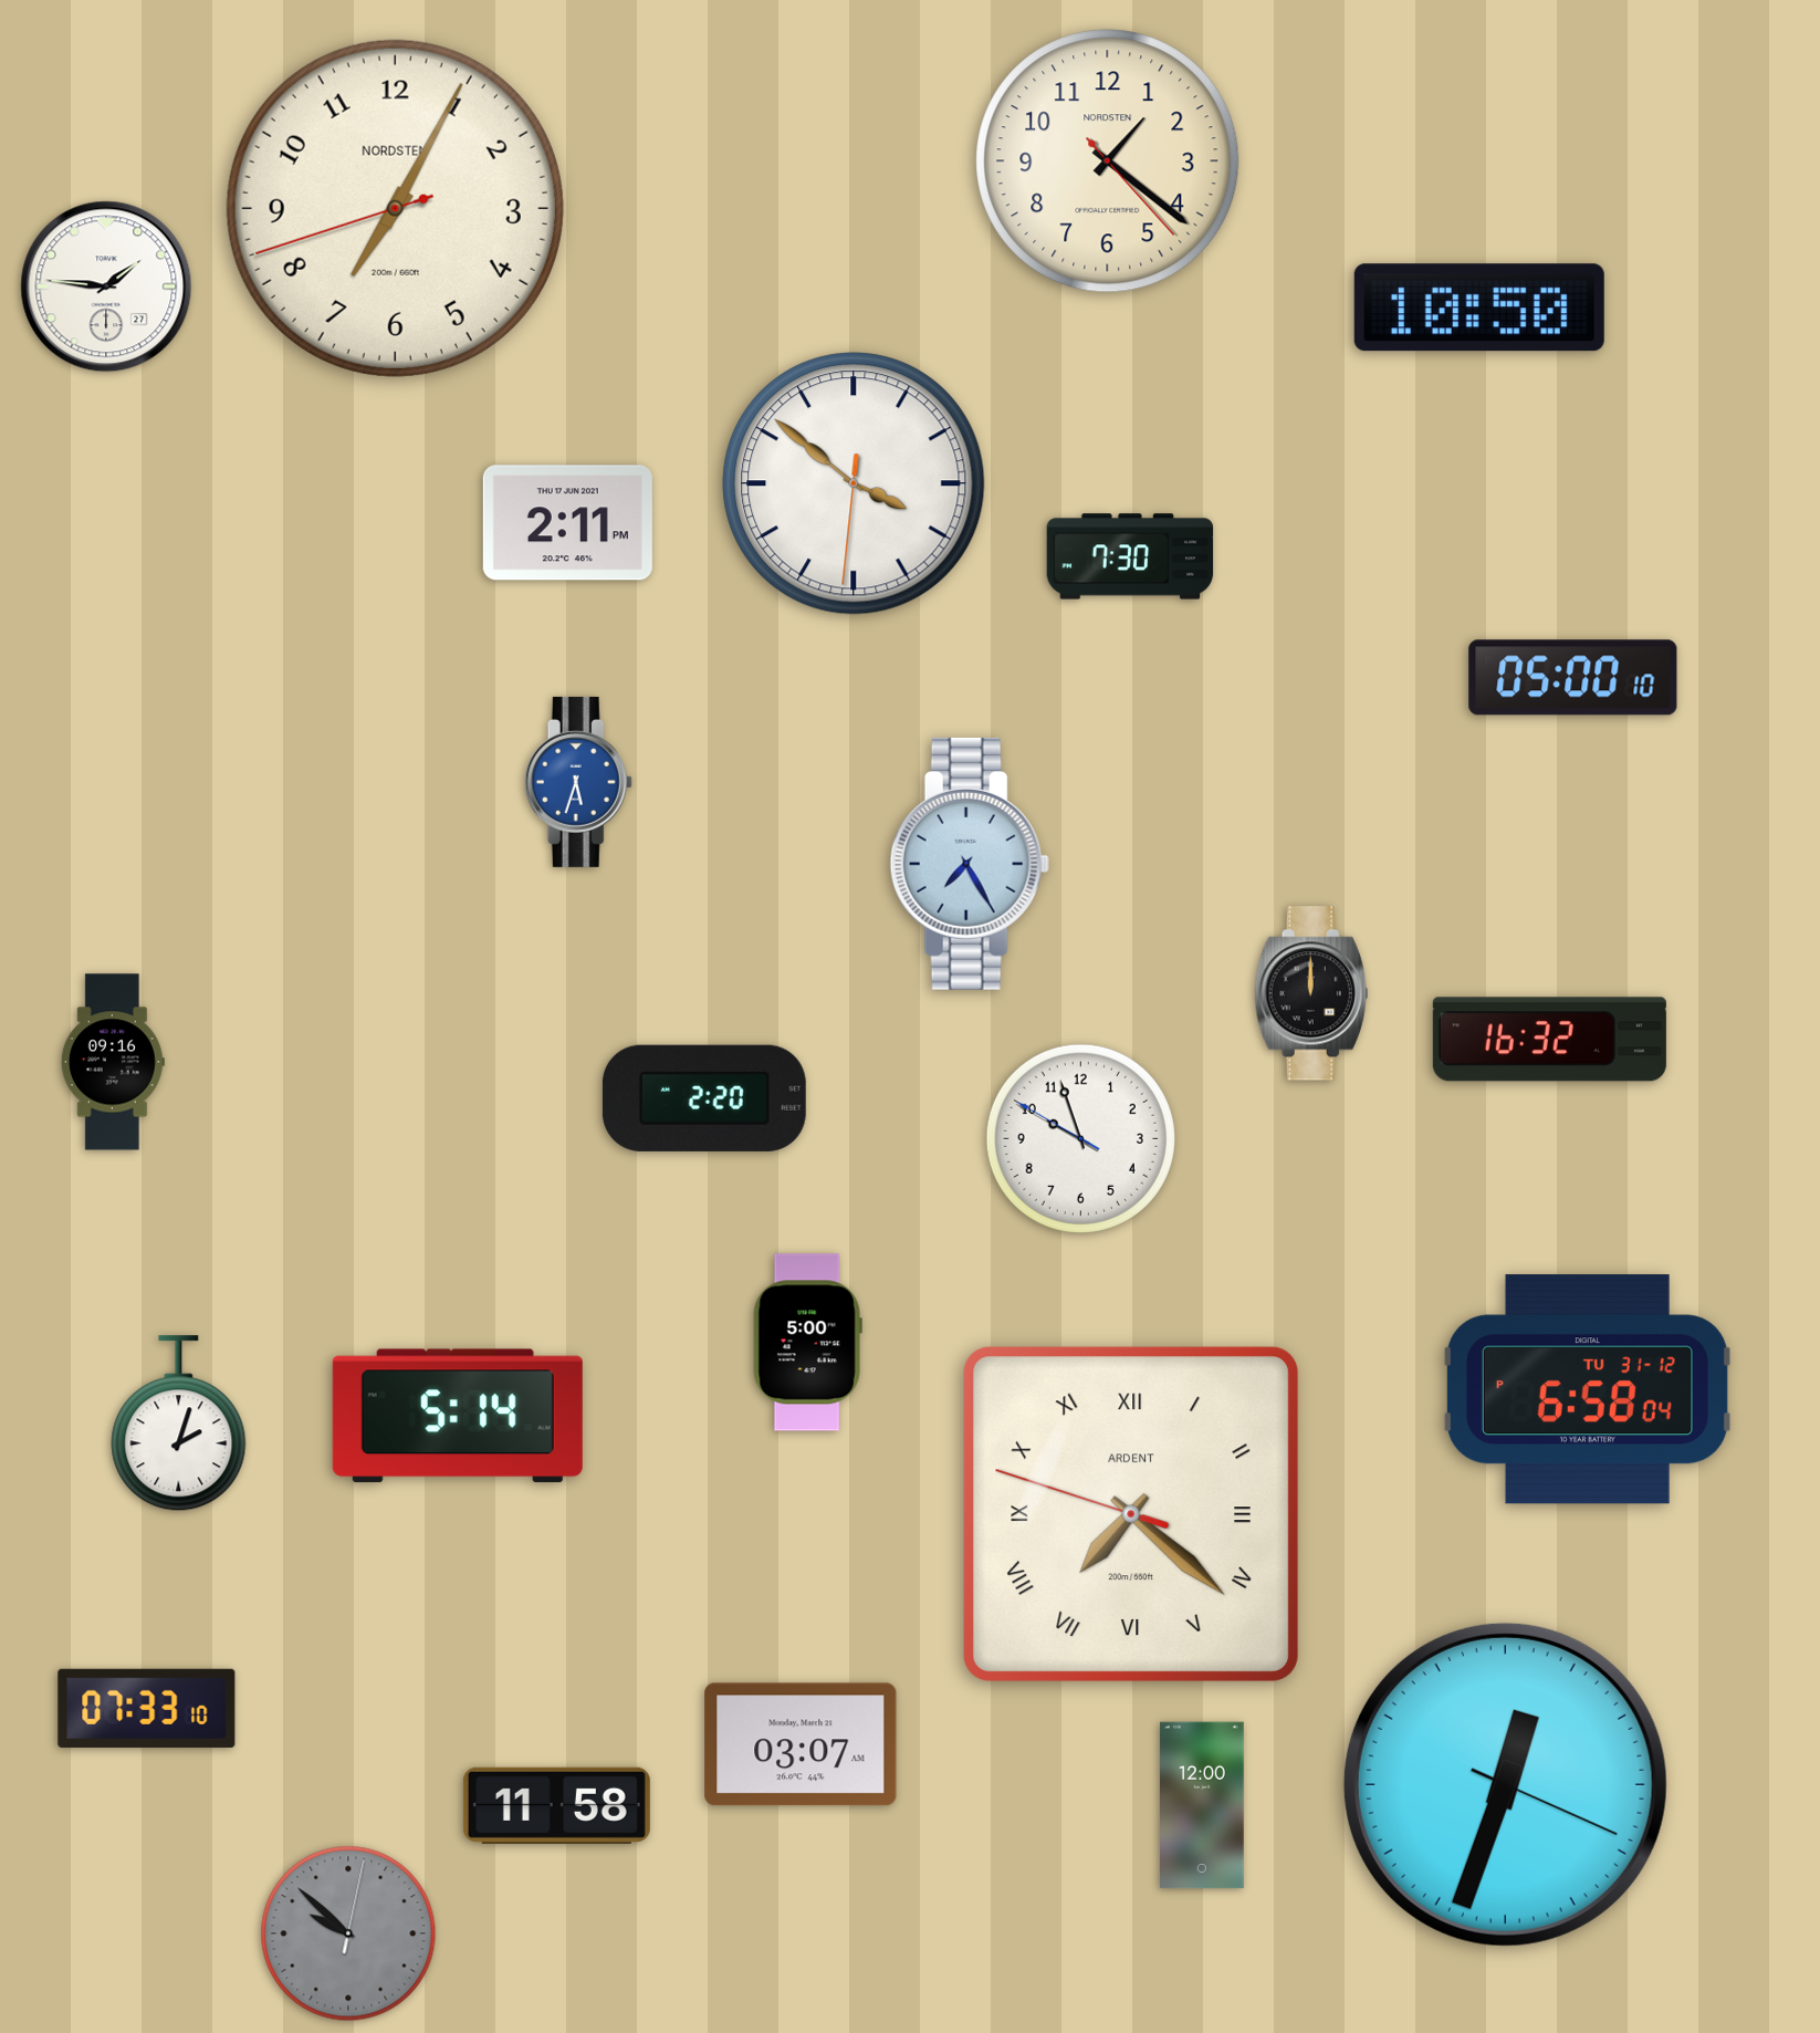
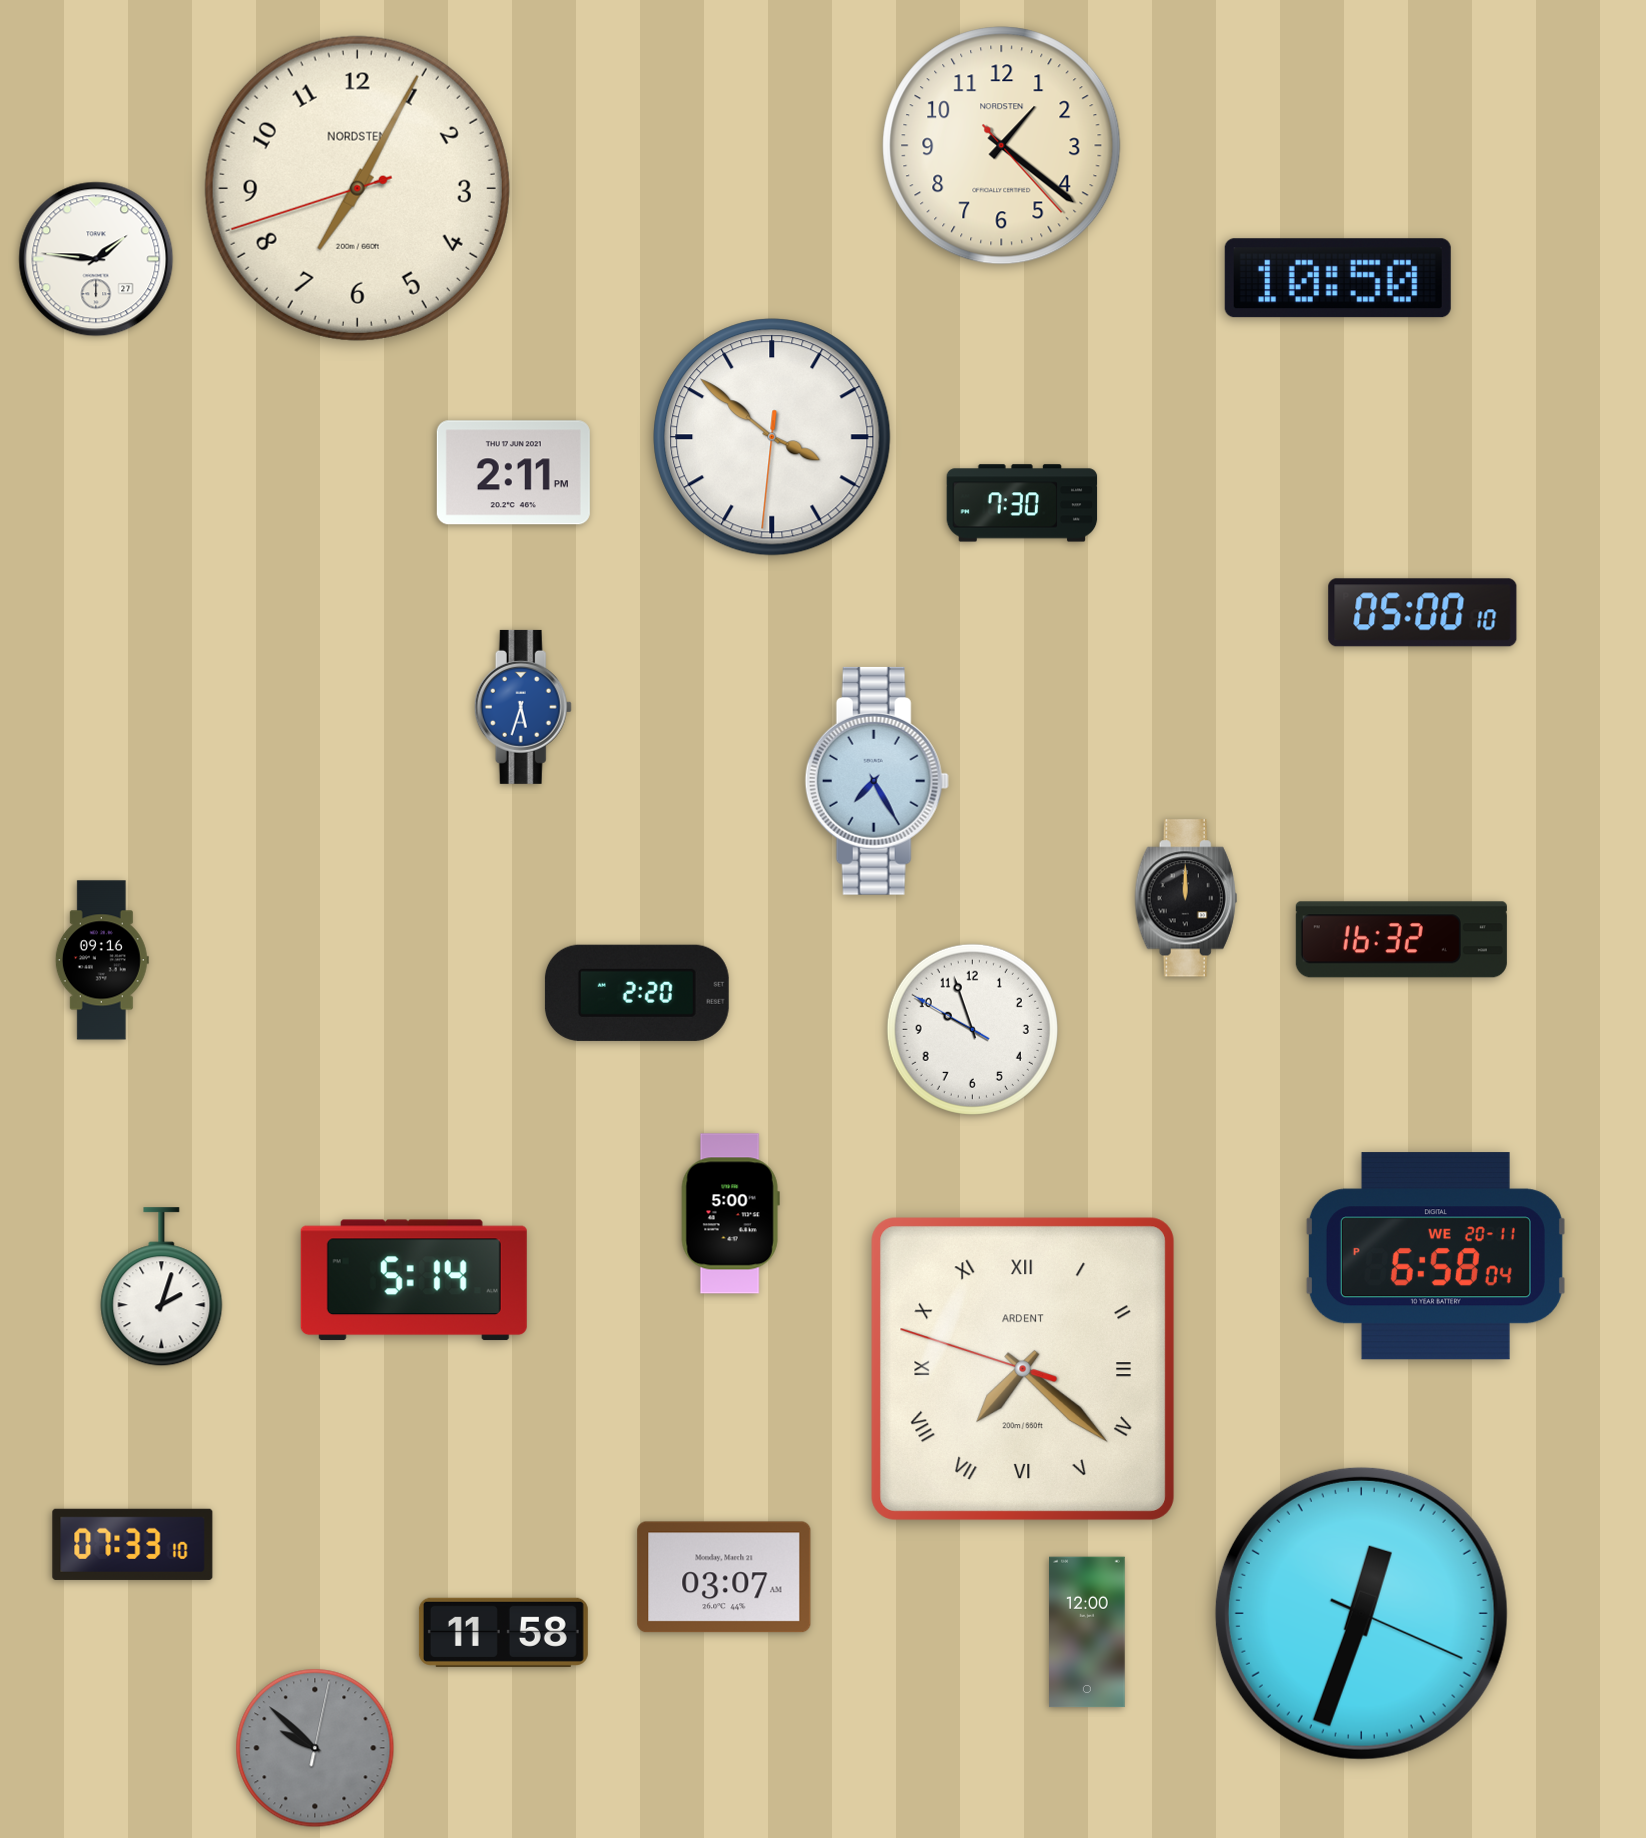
clock at (1080, 1138) position: (1080, 1138) -> (972, 1029)
clock at (1588, 1389) date: TU 31-12 -> WE 20-11
